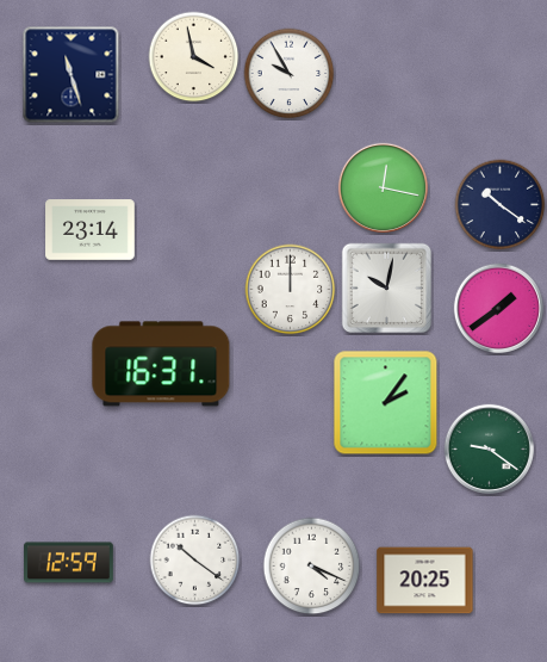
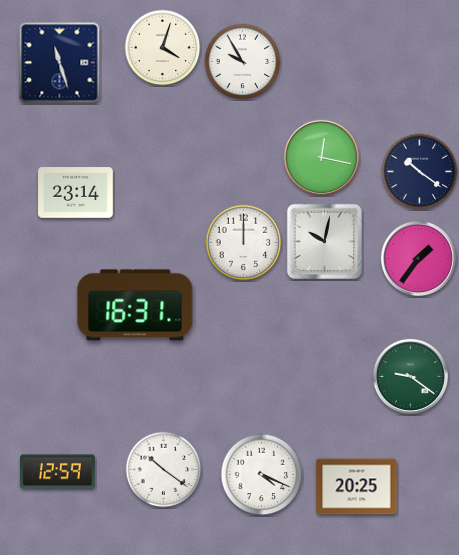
clock at (194, 57): 3:58 -> 4:03
clock at (498, 308): 1:39 -> 1:36
clock at (386, 403): 2:06 -> none
